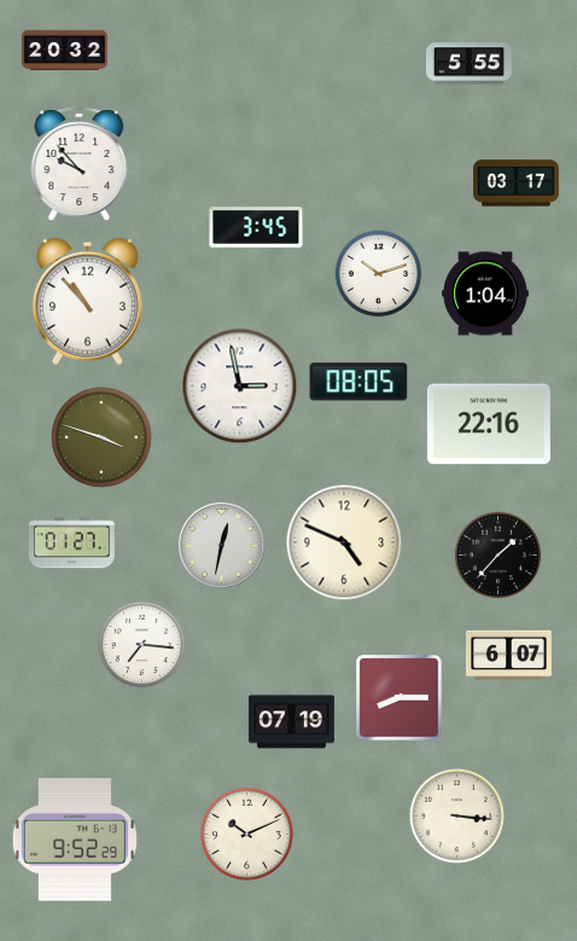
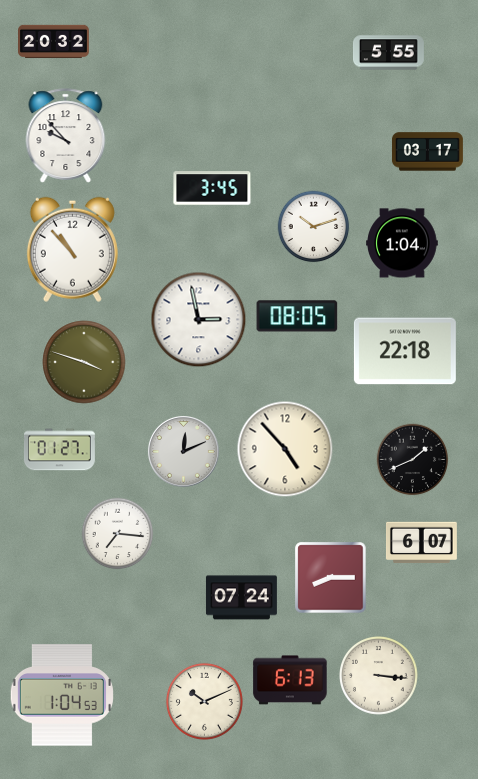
clock at (489, 424): 22:16 -> 22:18
clock at (344, 542): 4:49 -> 4:53
clock at (221, 545): 12:32 -> 12:11
clock at (499, 556): 1:37 -> 1:41
clock at (291, 722): 07:19 -> 07:24
clock at (290, 680): none -> 6:13
clock at (246, 833) position: (246, 833) -> (204, 701)
clock at (75, 840): 9:52 -> 1:04
